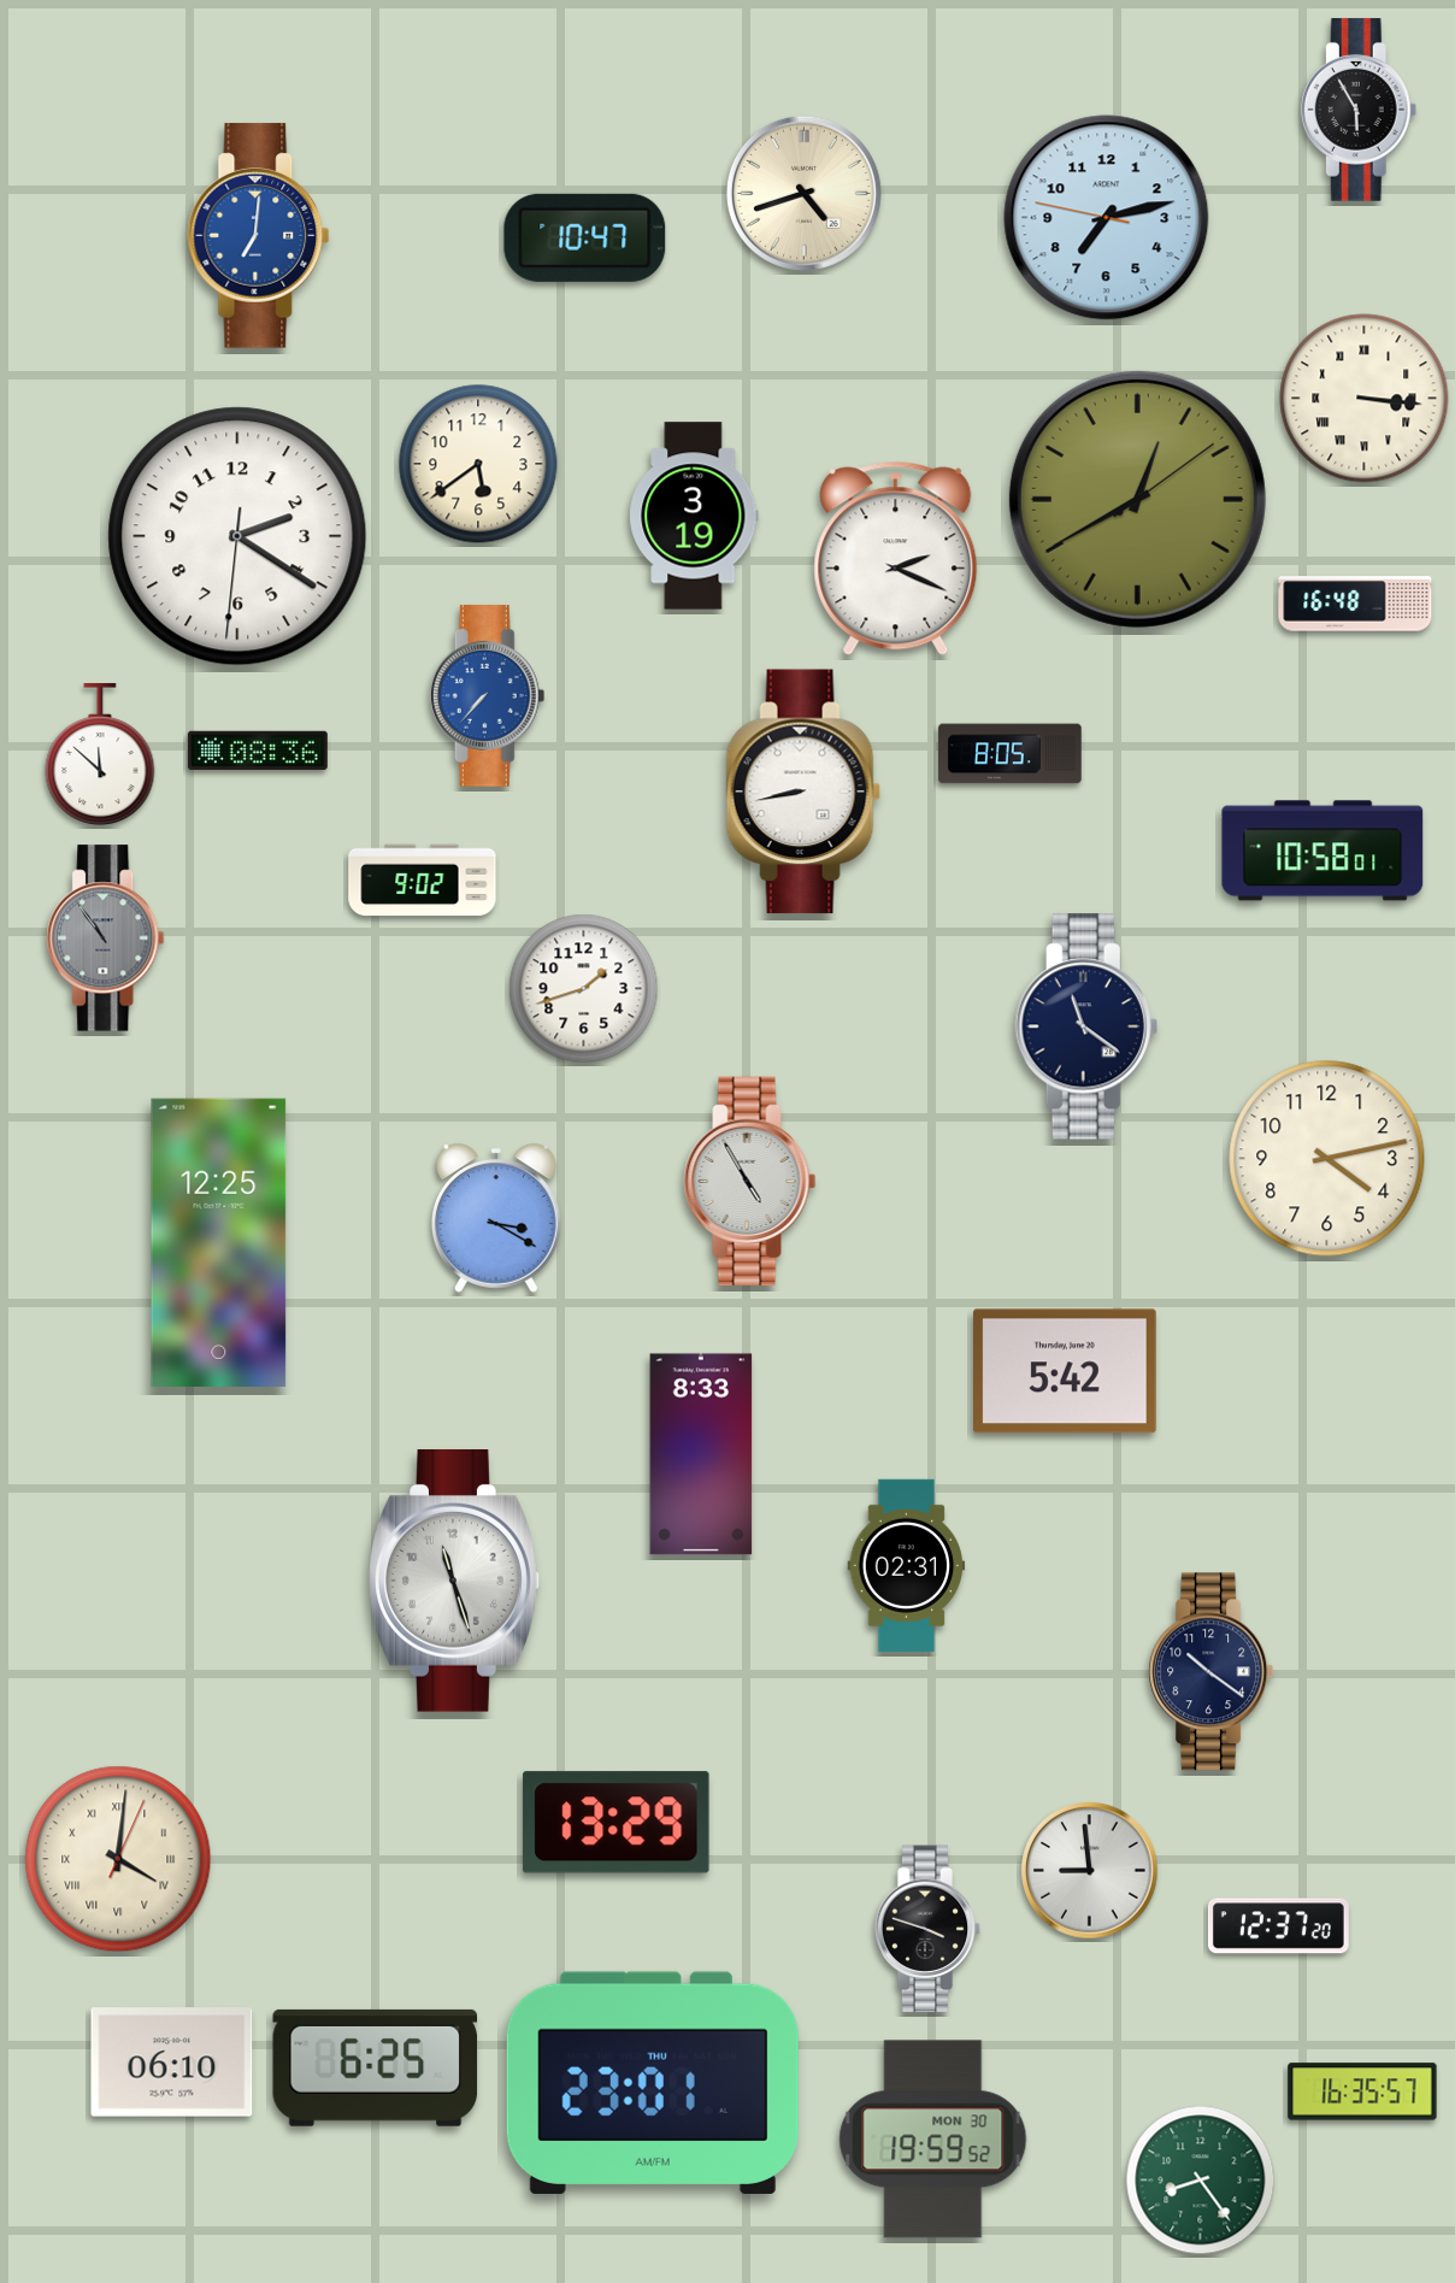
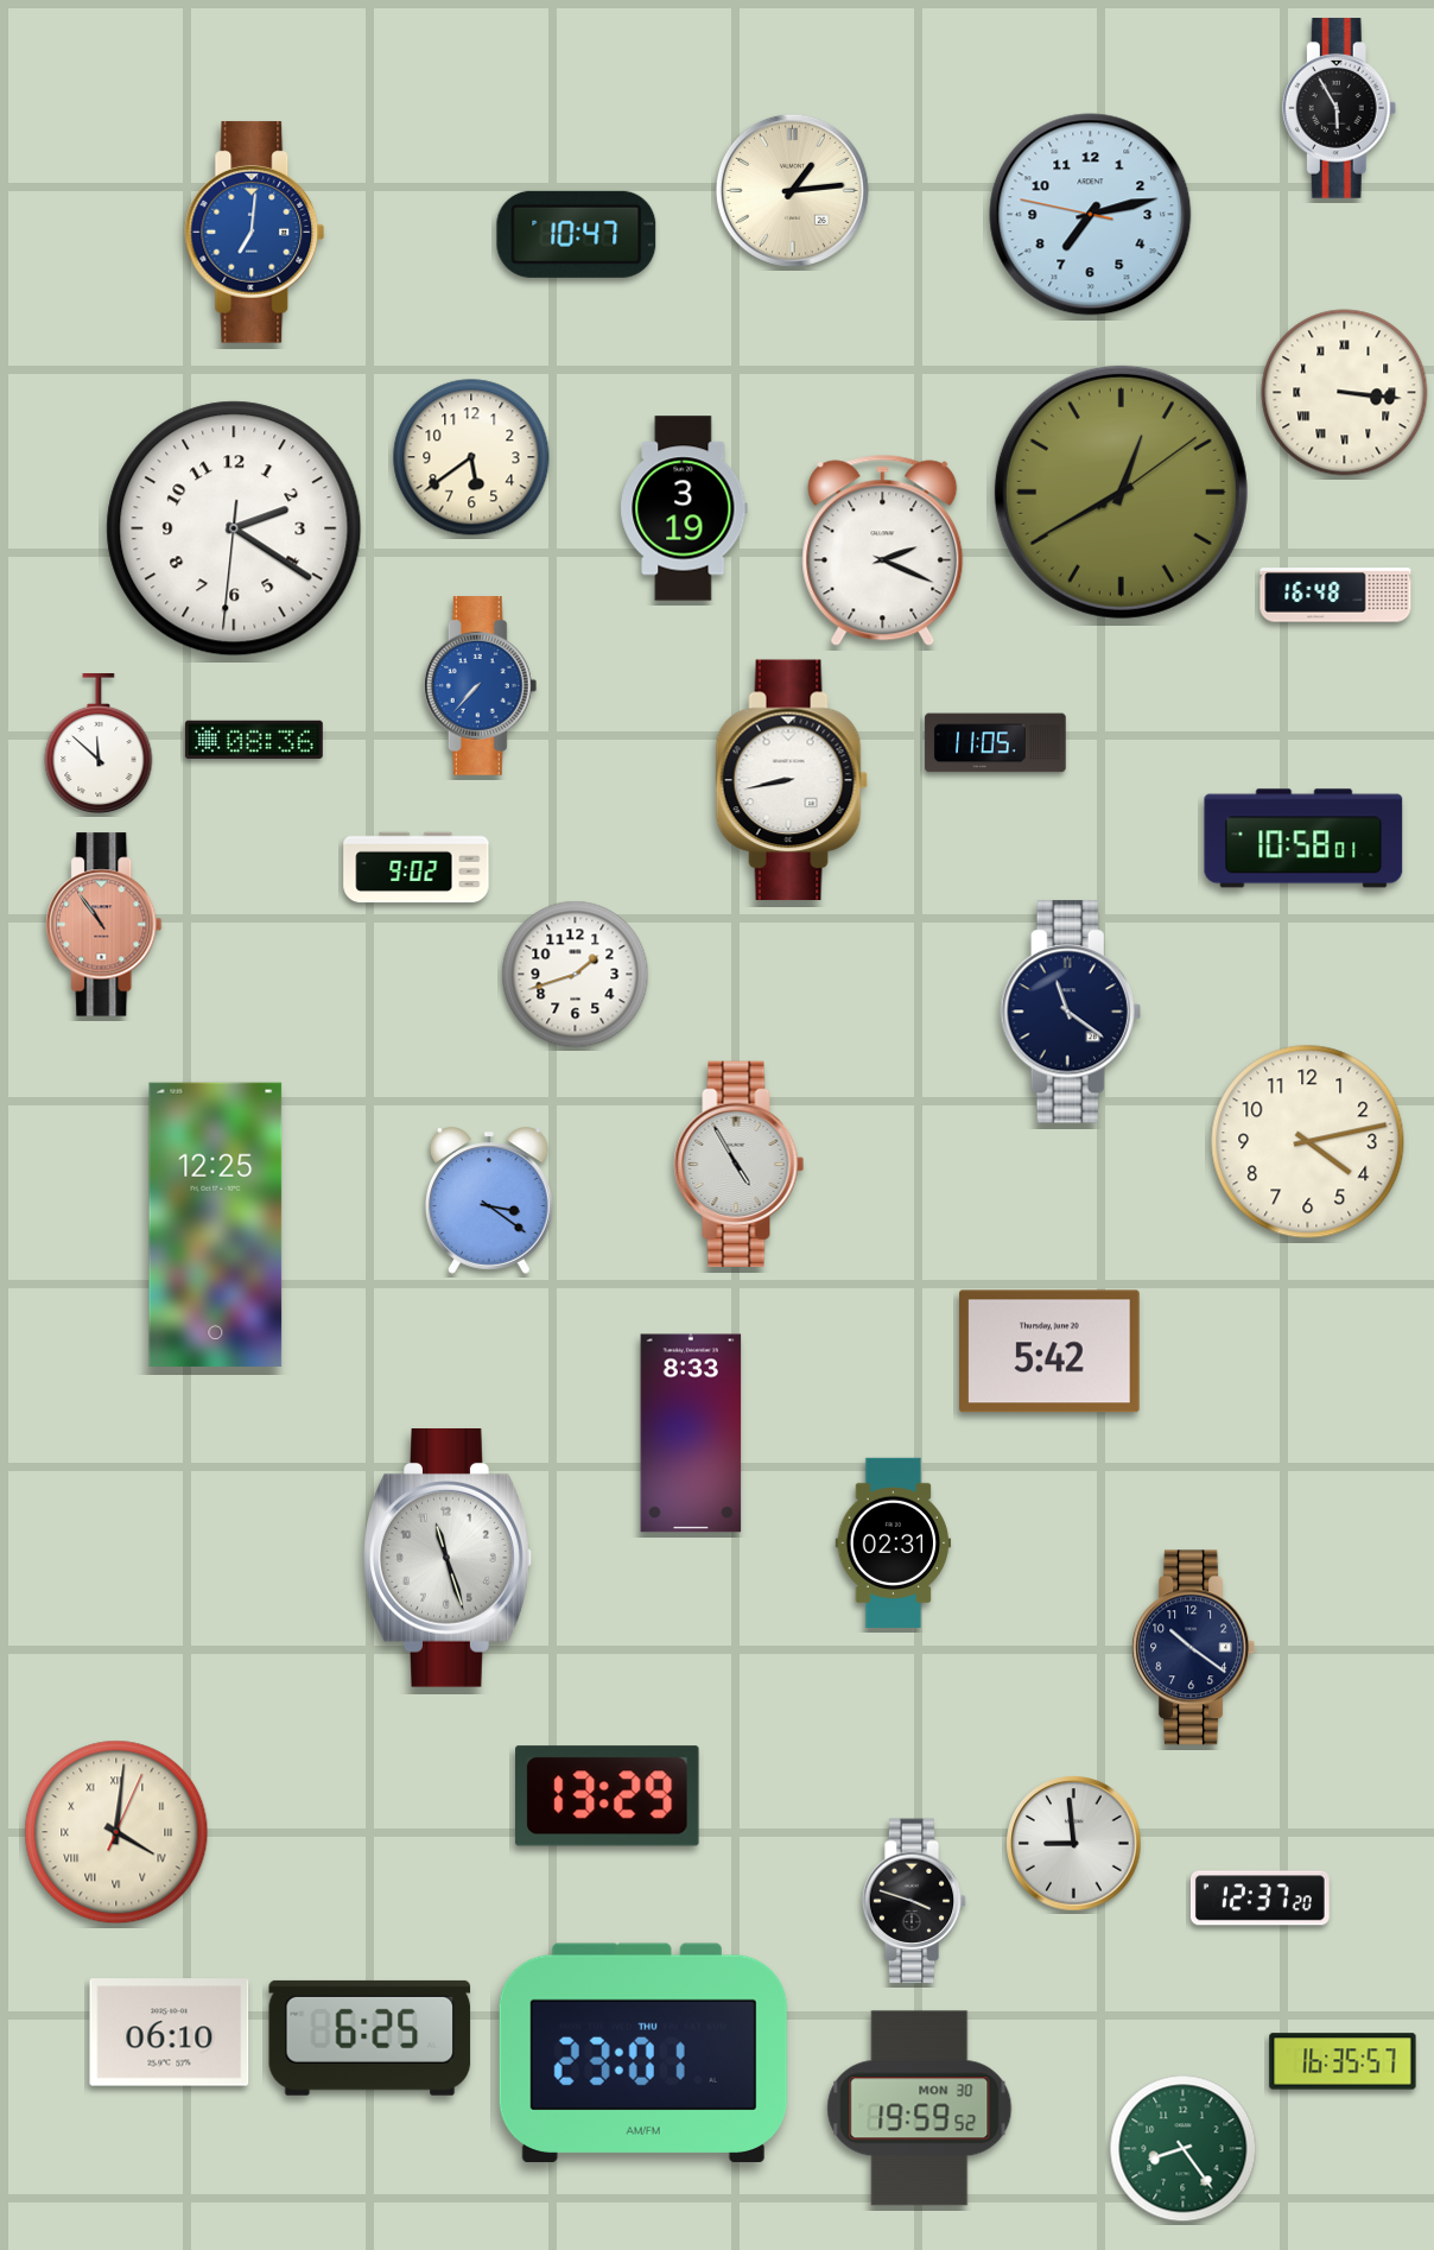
clock at (803, 193): 4:42 -> 1:14
clock at (1011, 754): 8:05 -> 11:05
clock at (106, 938) dial: grey -> salmon
clock at (496, 1218): 3:20 -> 3:21
